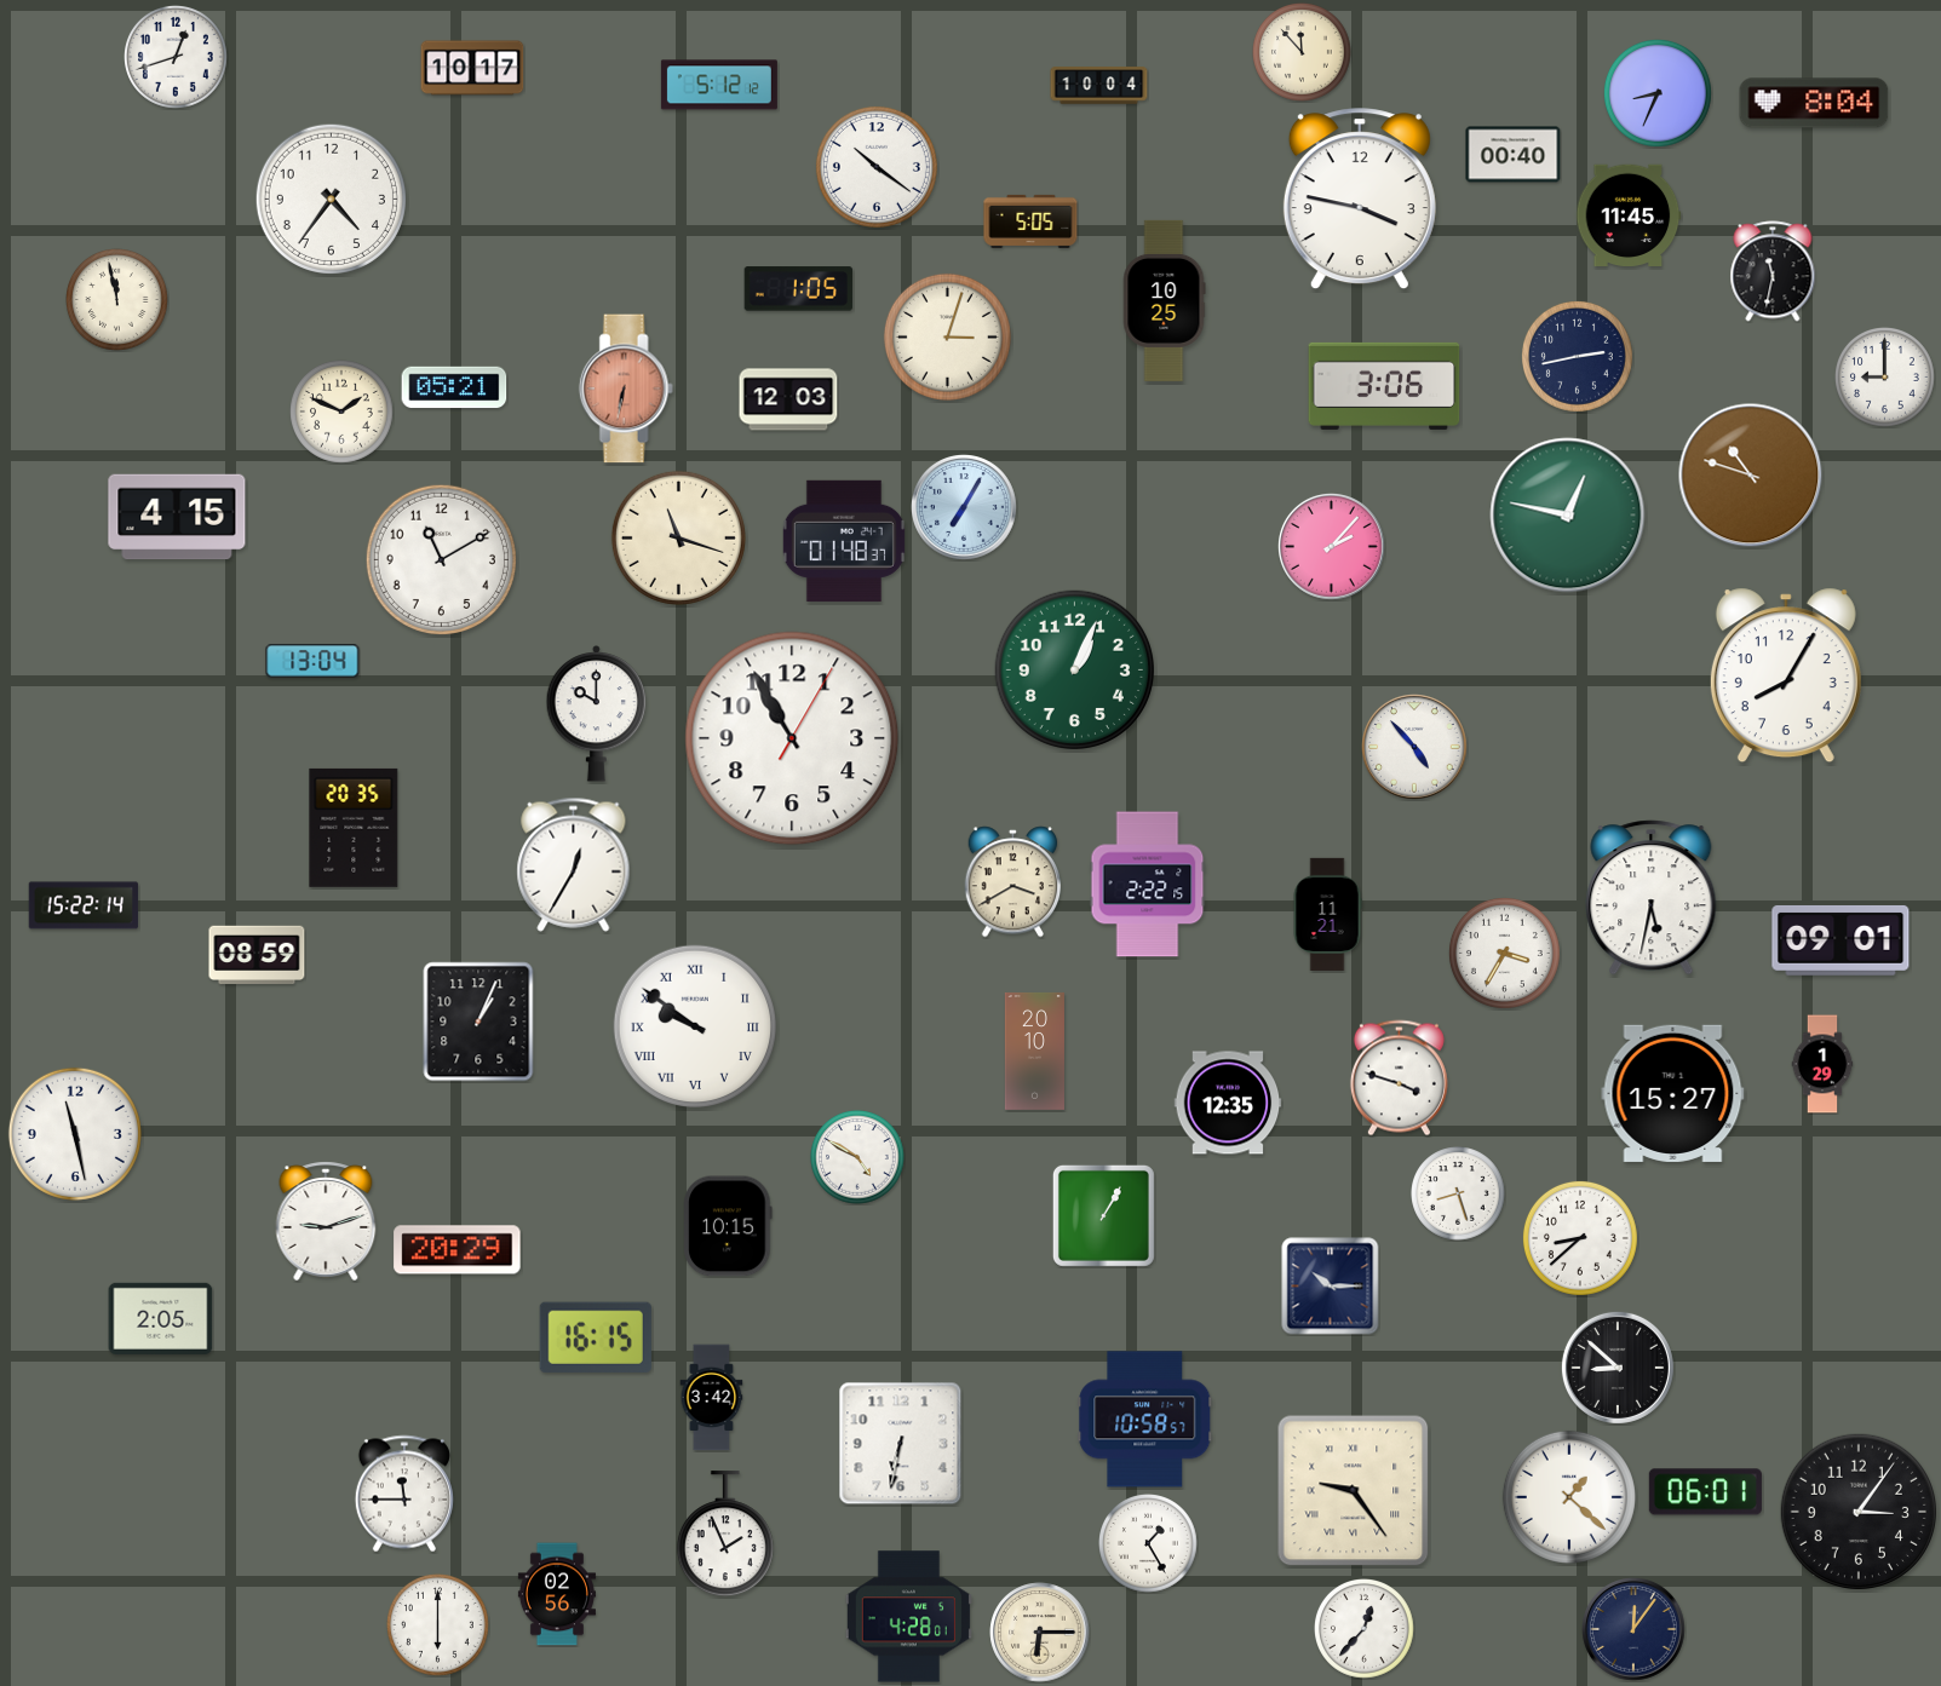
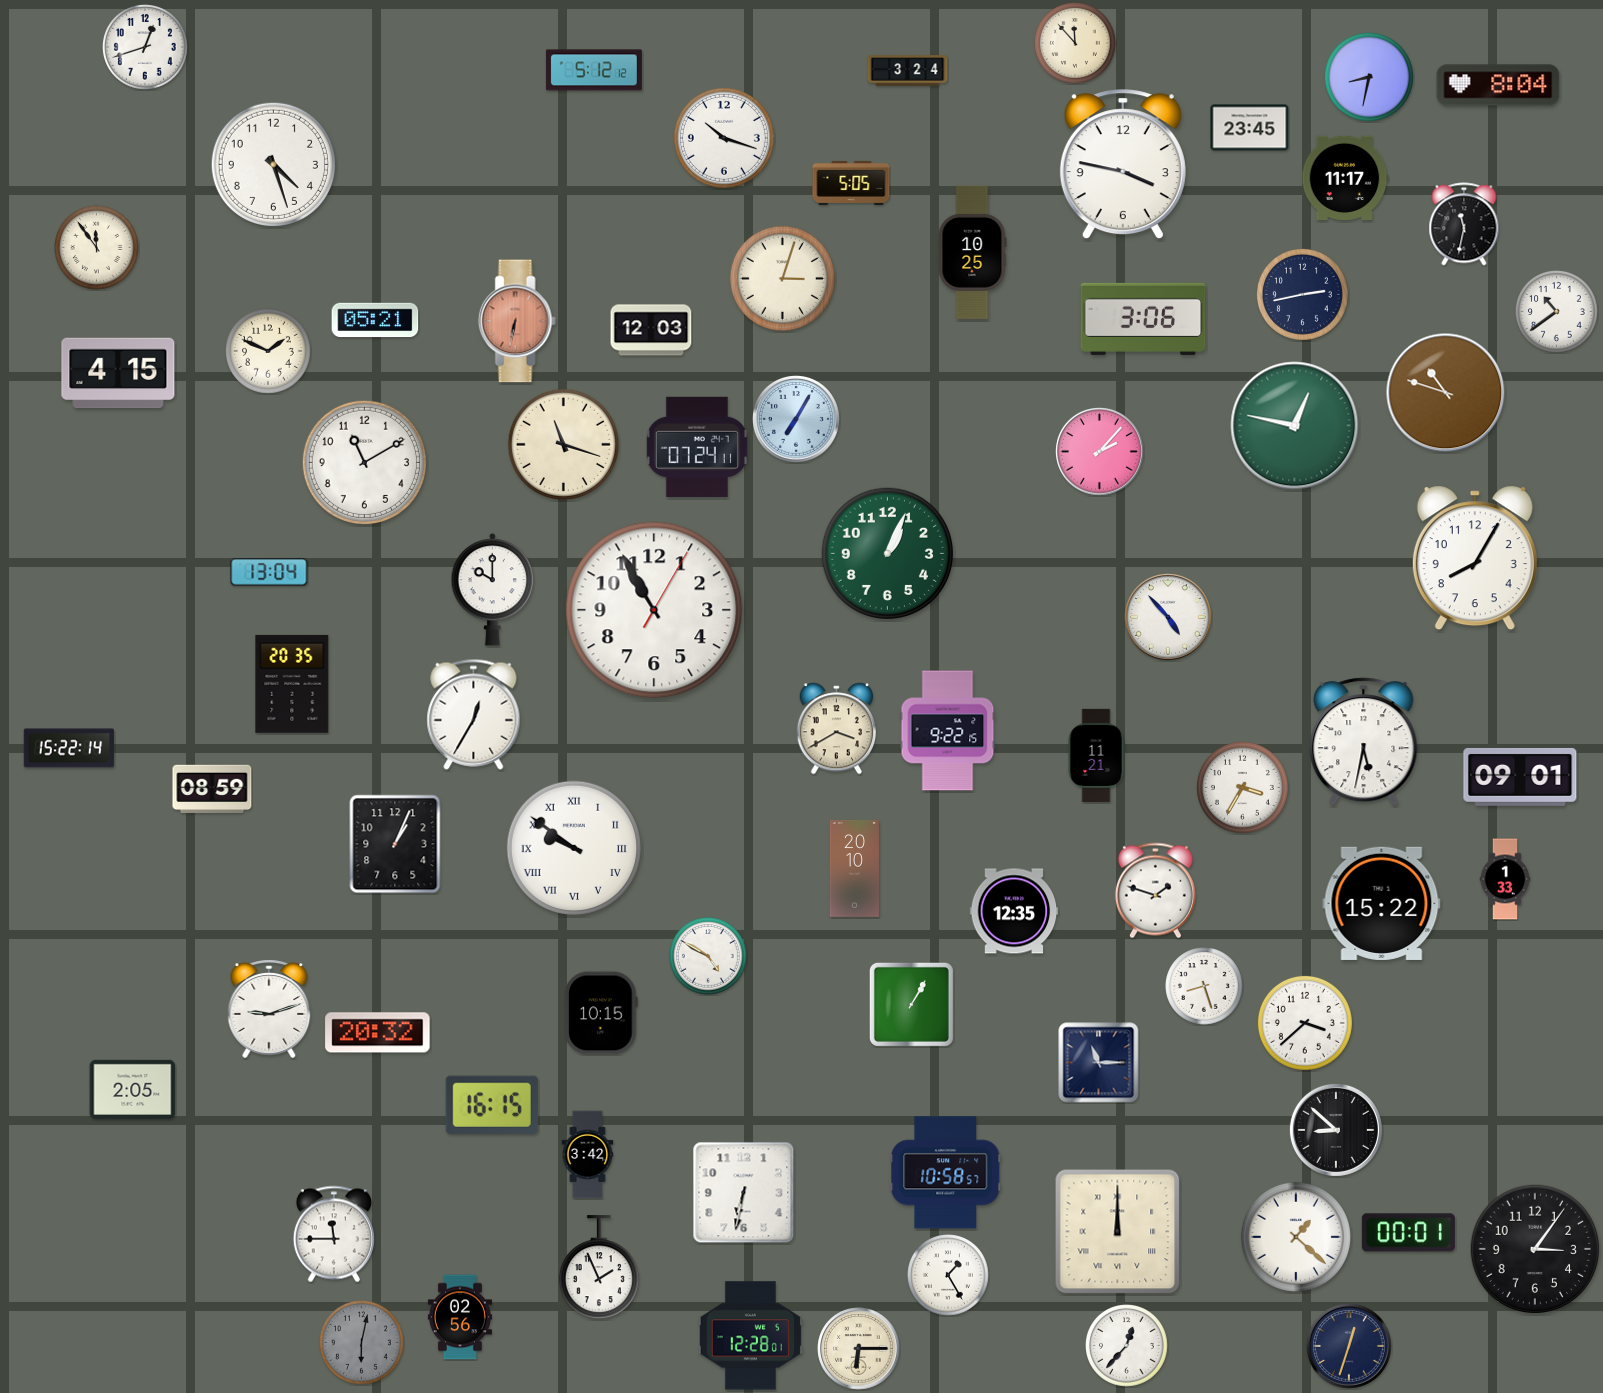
clock at (472, 68): 10:17 -> none
clock at (1099, 86): 10:04 -> 3:24
clock at (1658, 93): 8:34 -> 8:32
clock at (1514, 155): 00:40 -> 23:45
clock at (877, 167): 10:21 -> 10:18
clock at (331, 198): 4:36 -> 4:27
clock at (1629, 214): 11:45 -> 11:17
clock at (799, 289): 1:05 -> none
clock at (117, 300): 11:58 -> 11:54
clock at (1164, 300) position: (1164, 300) -> (972, 252)
clock at (1885, 378): 9:00 -> 10:39
clock at (343, 413) position: (343, 413) -> (269, 352)
clock at (177, 517) position: (177, 517) -> (118, 373)
clock at (678, 537) position: (678, 537) -> (563, 444)
clock at (844, 541): 01:48 -> 07:24
clock at (312, 661) position: (312, 661) -> (269, 572)
clock at (1148, 885): 2:22 -> 9:22
clock at (1822, 1064): 1:29 -> 1:33
clock at (1399, 1078): 3:48 -> 1:48
clock at (1673, 1093): 15:27 -> 15:22
clock at (75, 1134): 11:28 -> none
clock at (1580, 1238): 8:38 -> 3:38
clock at (458, 1250): 20:29 -> 20:32
clock at (1331, 1287): 10:15 -> 11:15
clock at (1354, 1491): 9:24 -> 12:00
clock at (1705, 1492): 06:01 -> 00:01
clock at (908, 1617): 4:28 -> 12:28
clock at (438, 1625): 6:00 -> 6:02
clock at (438, 1625) dial: white -> grey
clock at (1633, 1629): 12:06 -> 12:33
